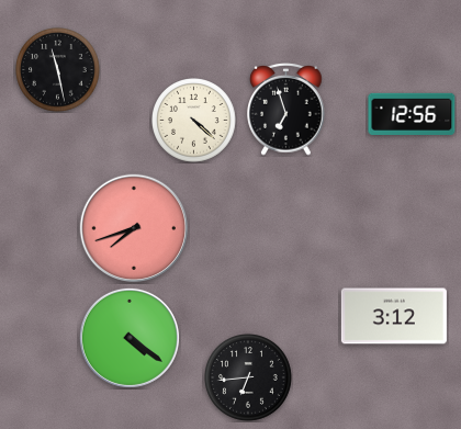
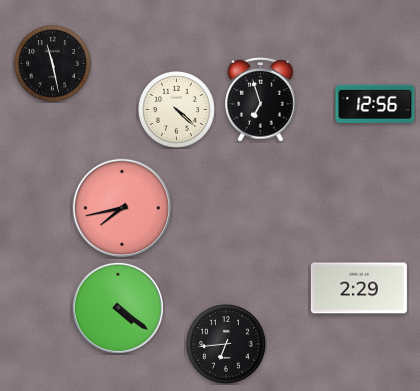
clock at (133, 227): 7:42 -> 7:43
clock at (394, 316): 3:12 -> 2:29
